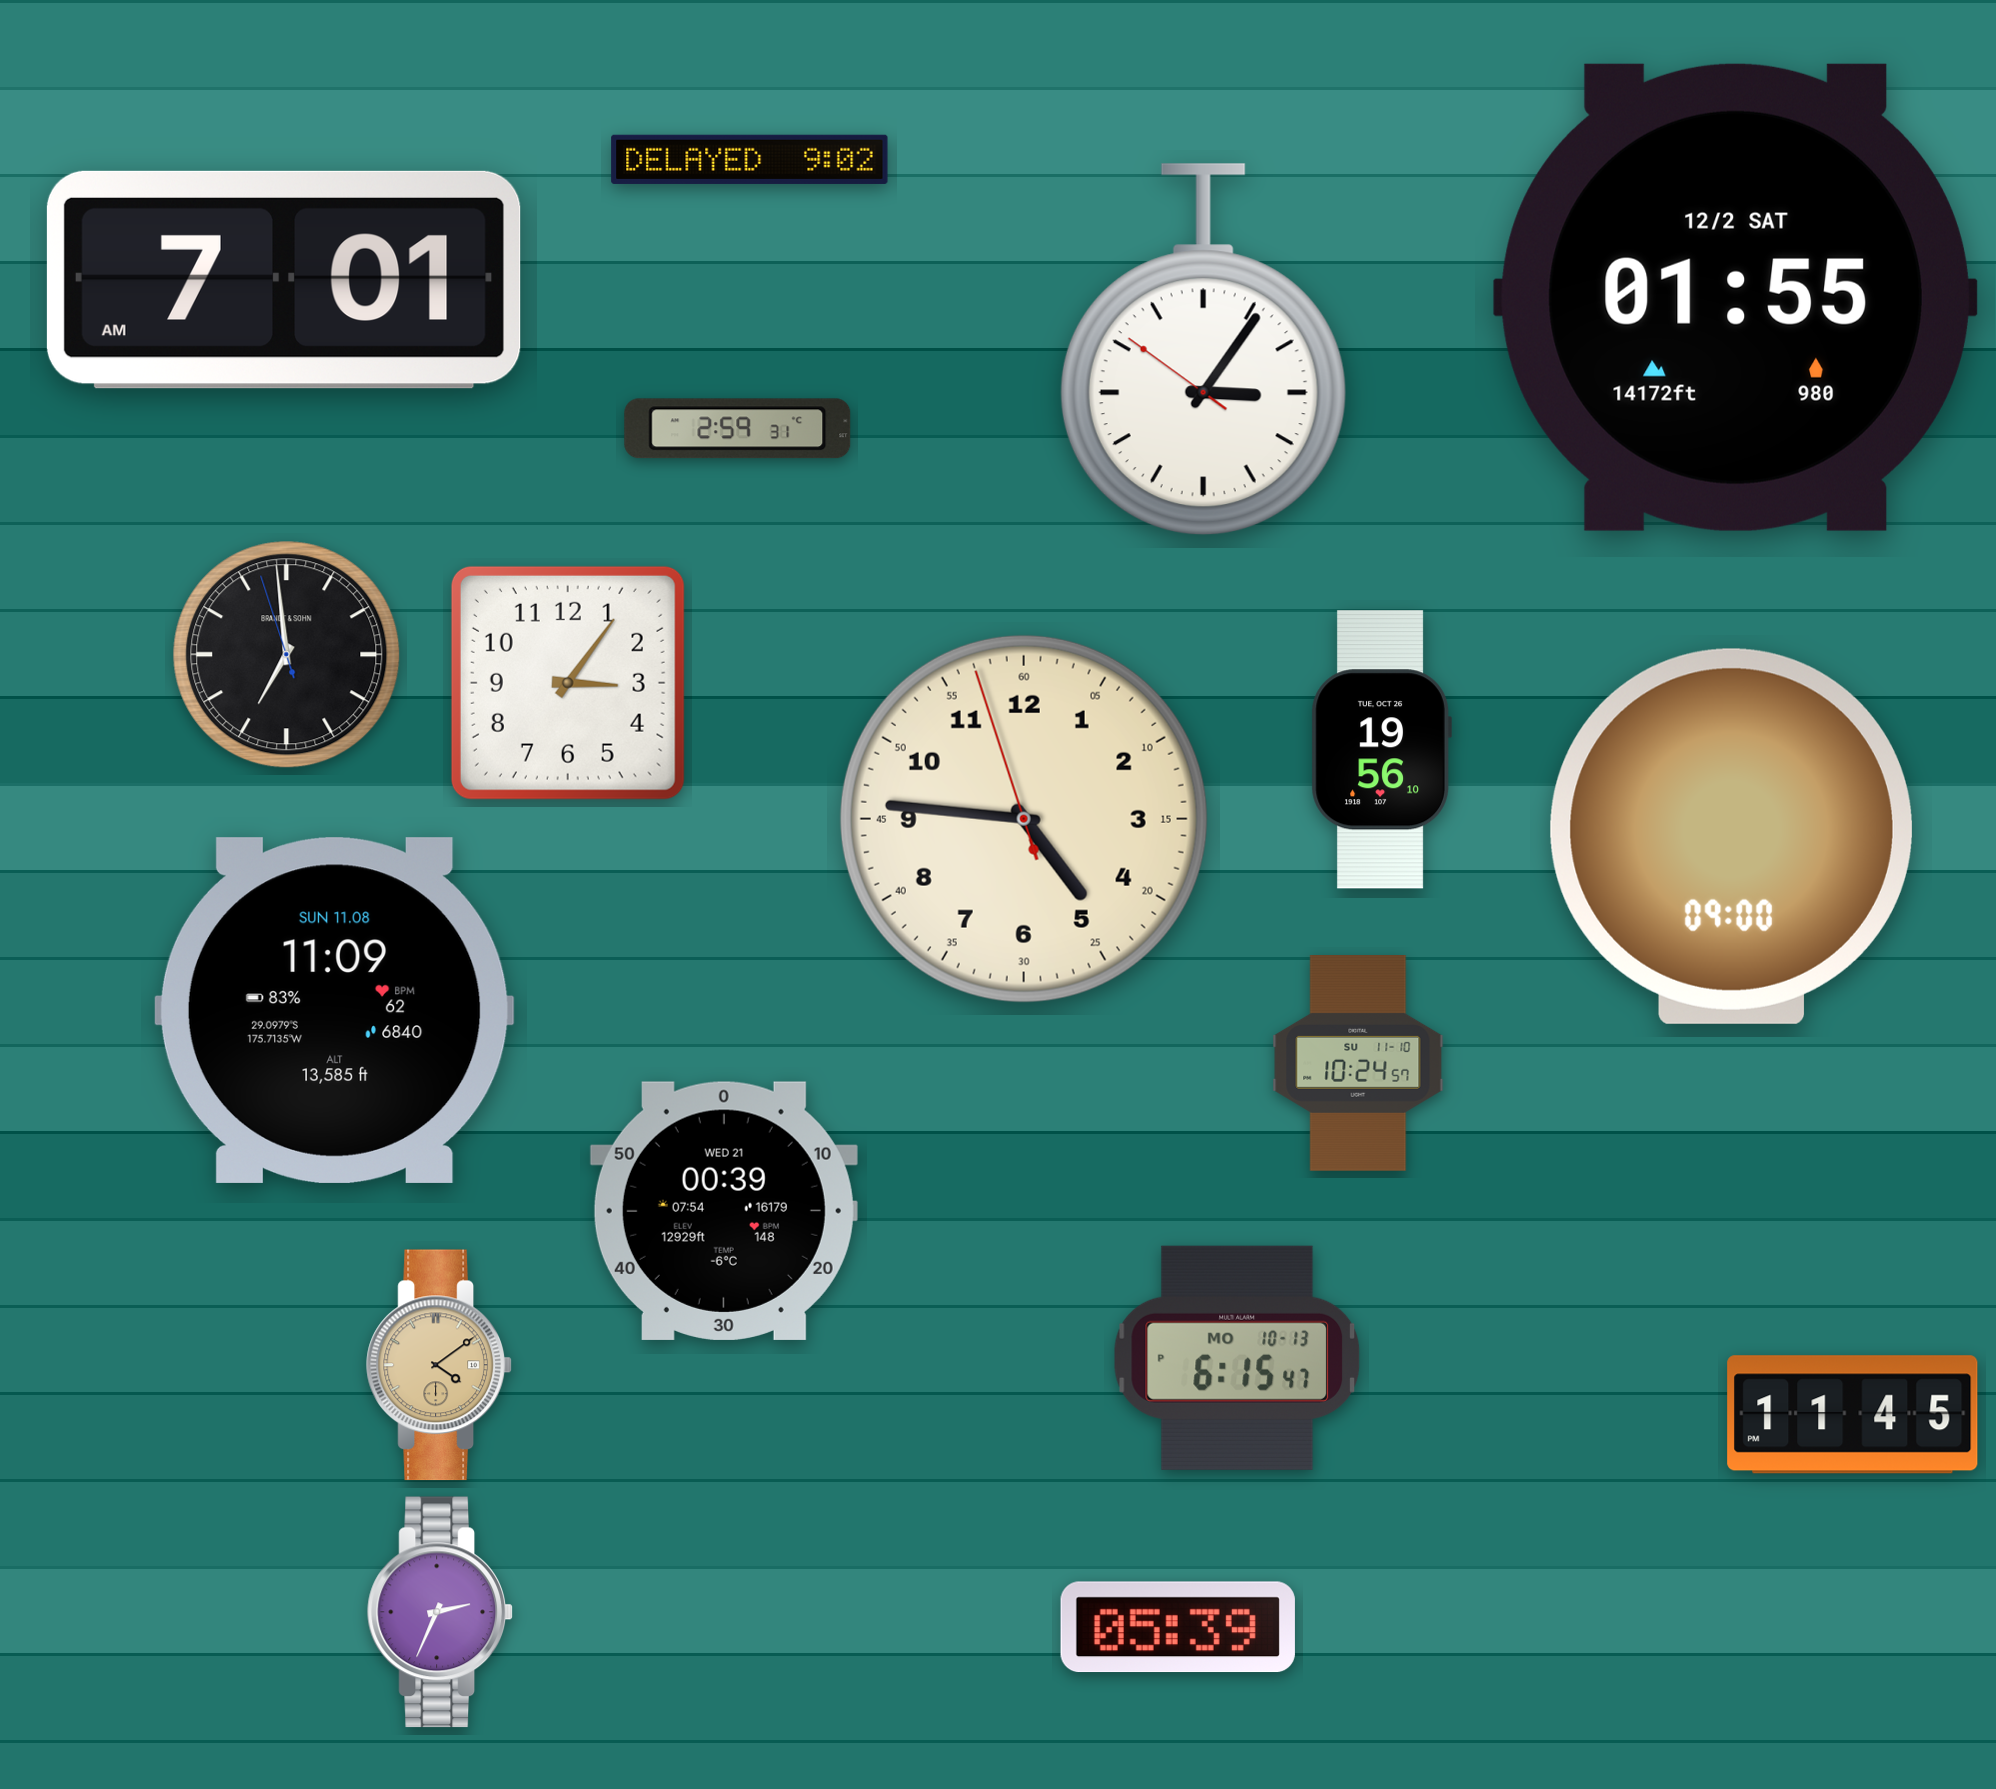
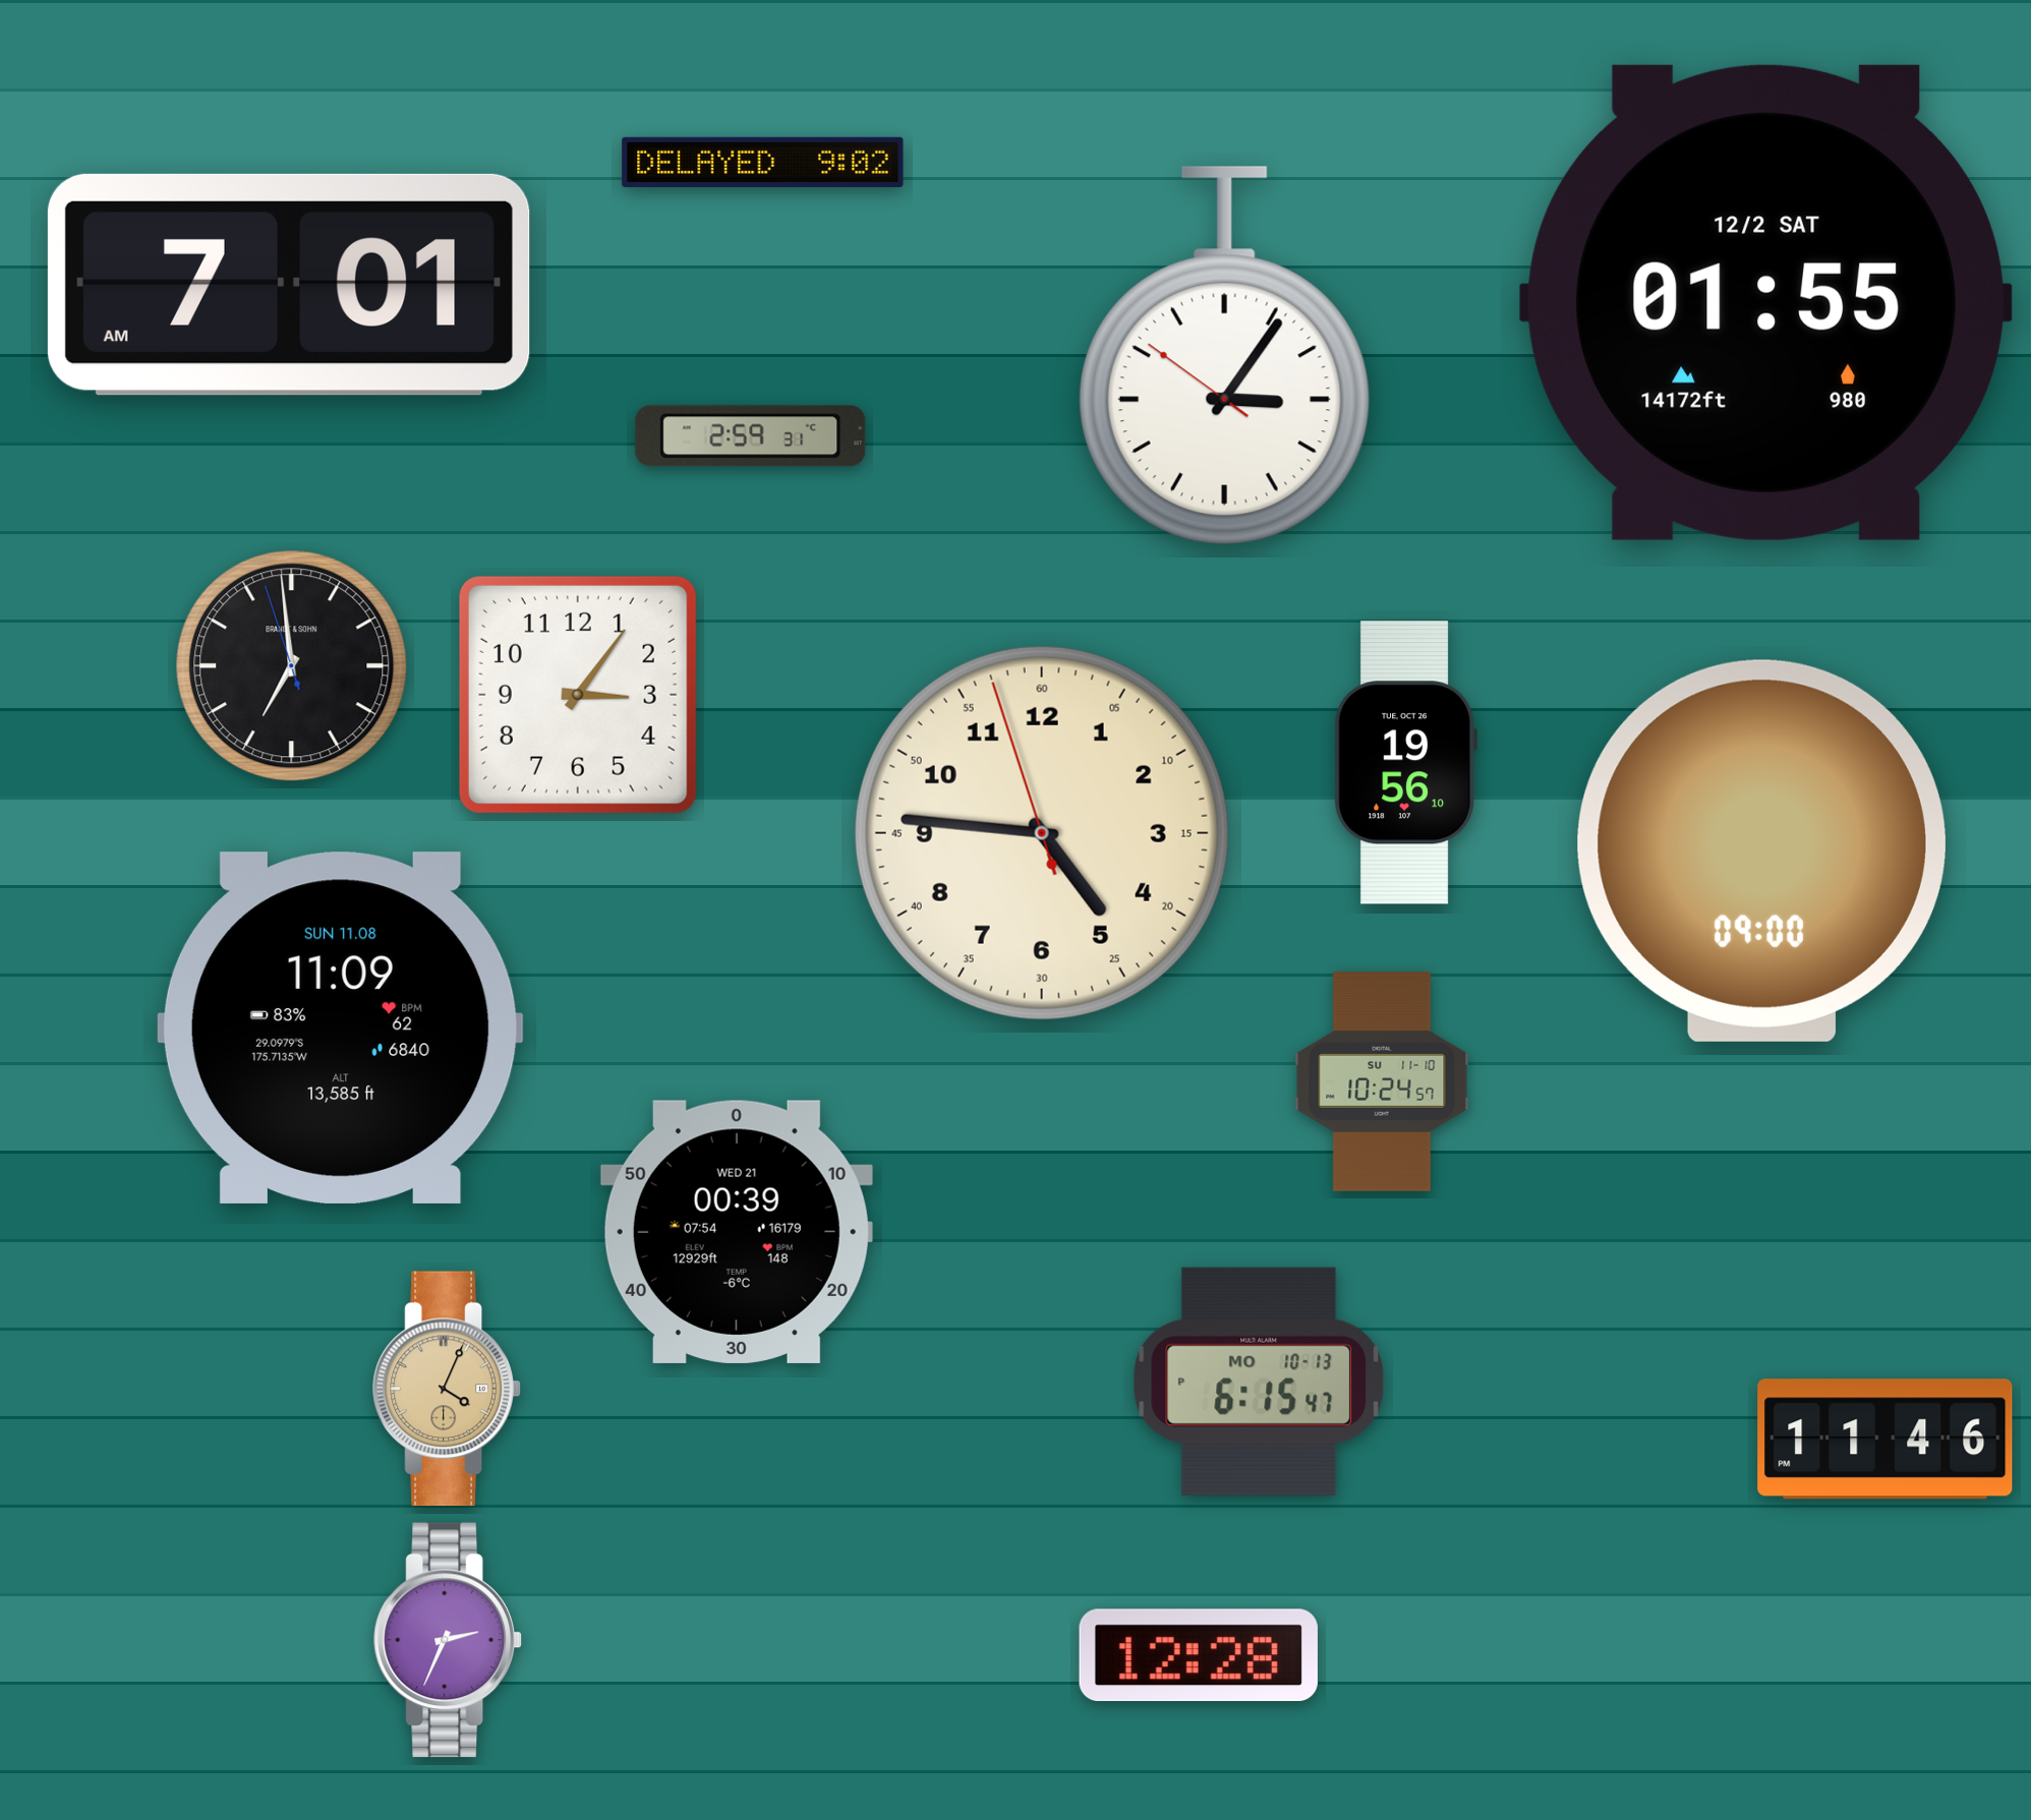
clock at (439, 1365): 4:09 -> 4:04
clock at (1853, 1415): 11:45 -> 11:46
clock at (1178, 1627): 05:39 -> 12:28
